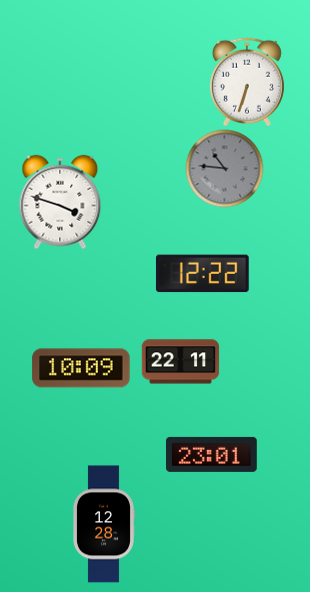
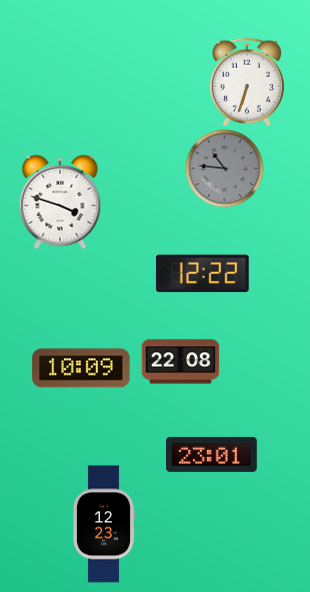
clock at (180, 362): 22:11 -> 22:08
clock at (104, 524): 12:28 -> 12:23
